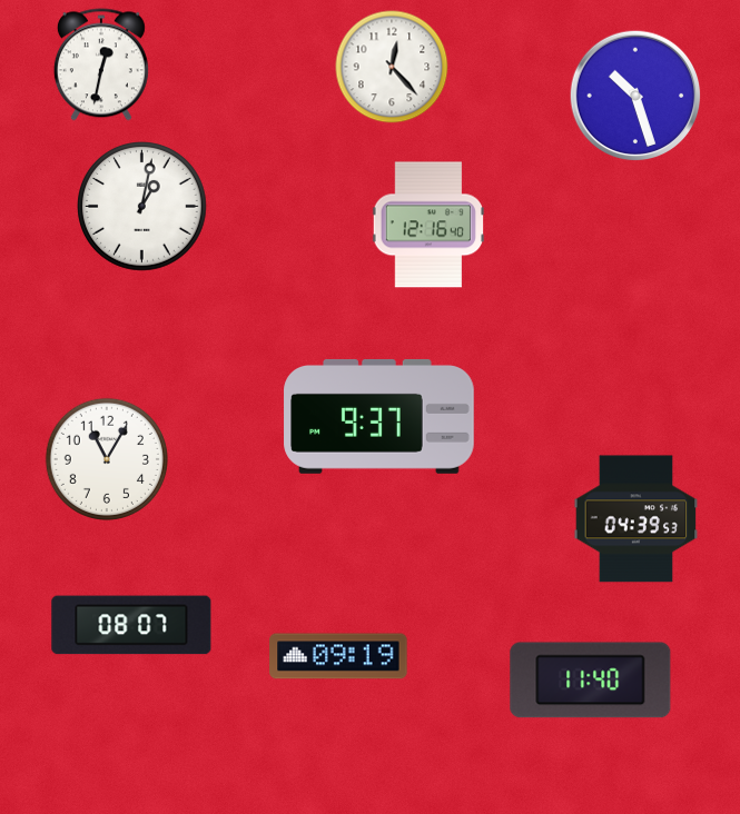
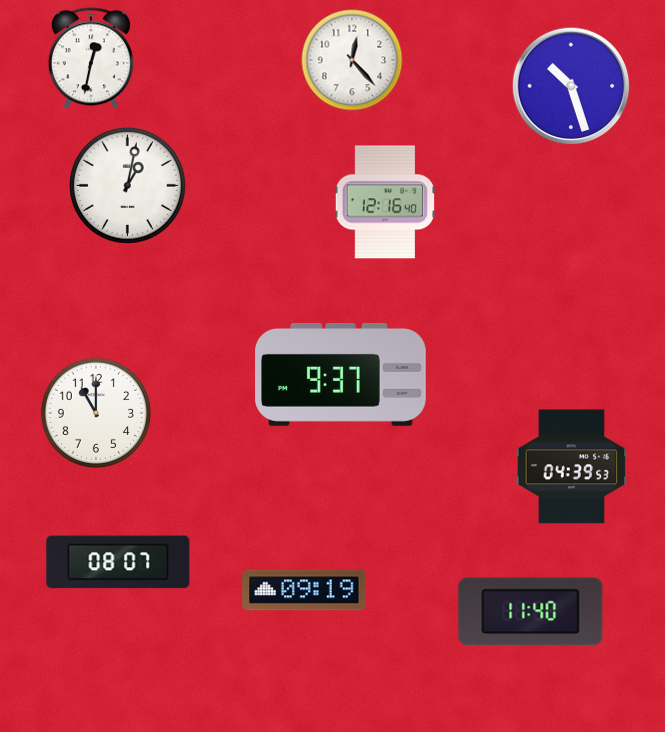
clock at (107, 459): 11:05 -> 11:00
